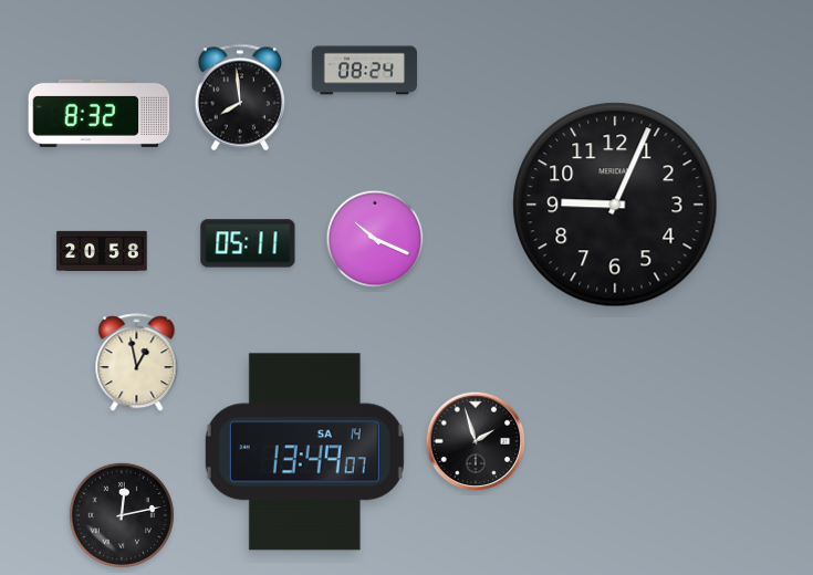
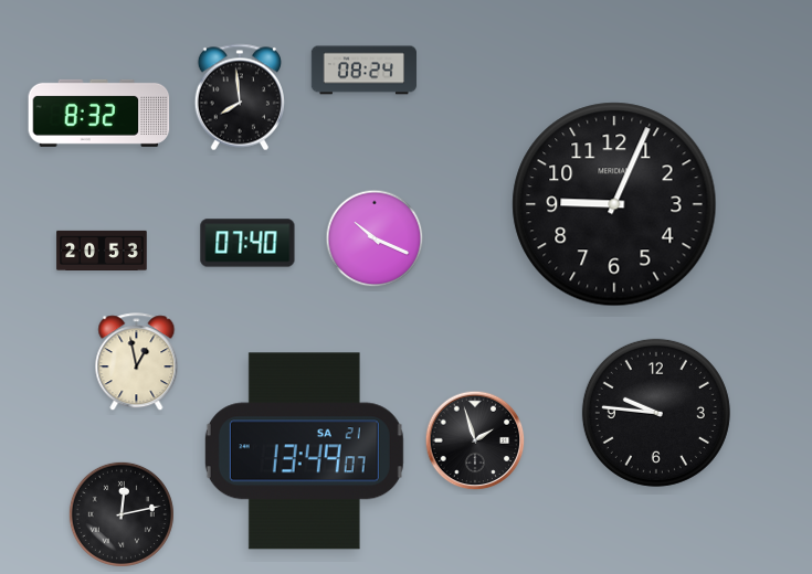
clock at (248, 243): 05:11 -> 07:40
clock at (102, 250): 20:58 -> 20:53
clock at (656, 413): none -> 9:46
clock at (304, 452) date: SA 14 -> SA 21
